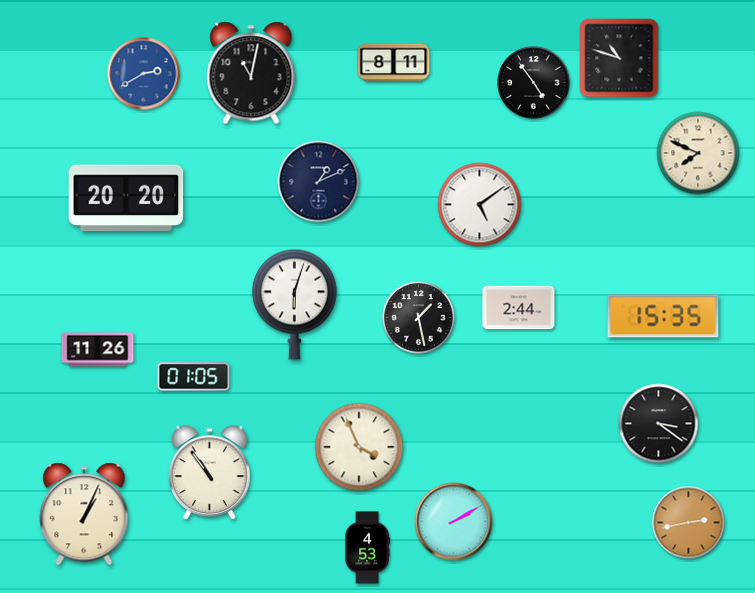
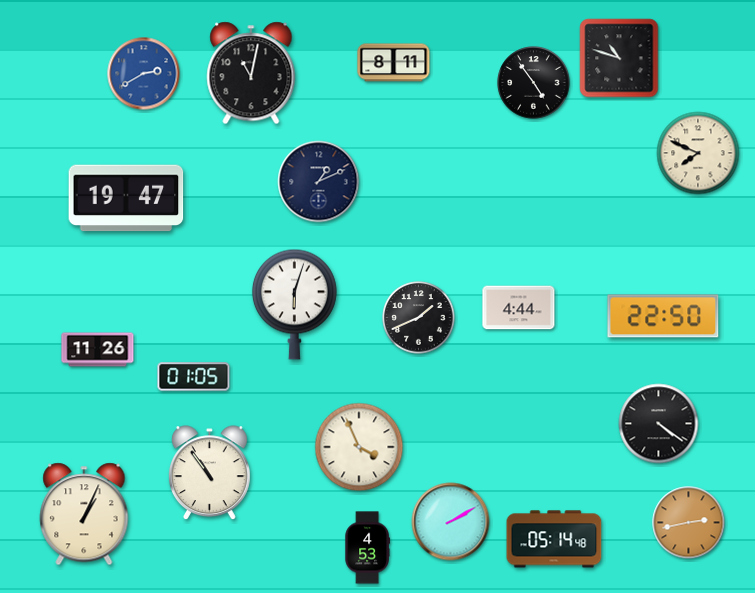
clock at (126, 198): 20:20 -> 19:47
clock at (480, 205): 5:09 -> none
clock at (519, 308): 2:44 -> 4:44
clock at (663, 316): 15:35 -> 22:50
clock at (419, 318): 1:28 -> 1:41
clock at (659, 424): 3:21 -> 4:21
clock at (454, 522) position: (454, 522) -> (451, 522)
clock at (554, 539): none -> 05:14
